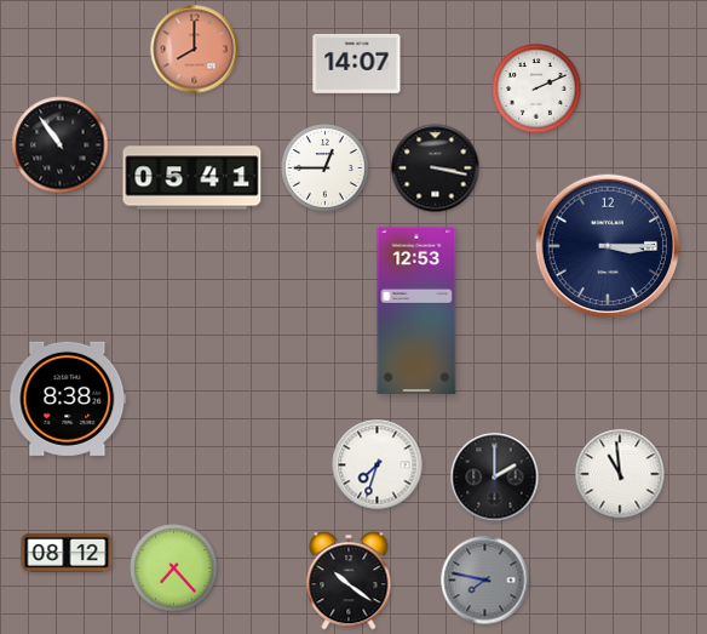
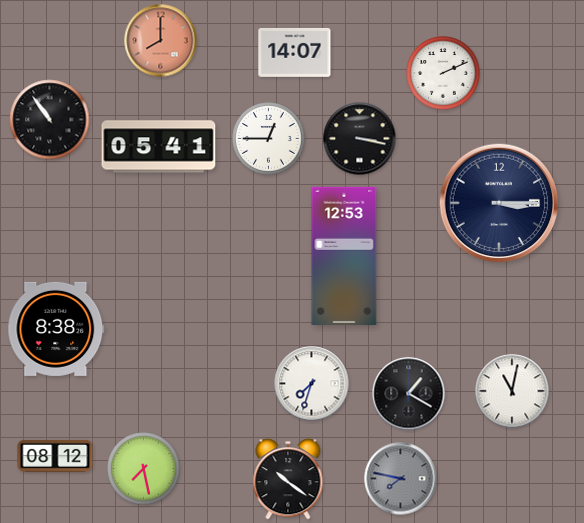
clock at (608, 246) position: (608, 246) -> (499, 203)
clock at (620, 474): 10:59 -> 11:02
clock at (495, 478): 2:00 -> 1:20
clock at (174, 569): 7:23 -> 7:28
